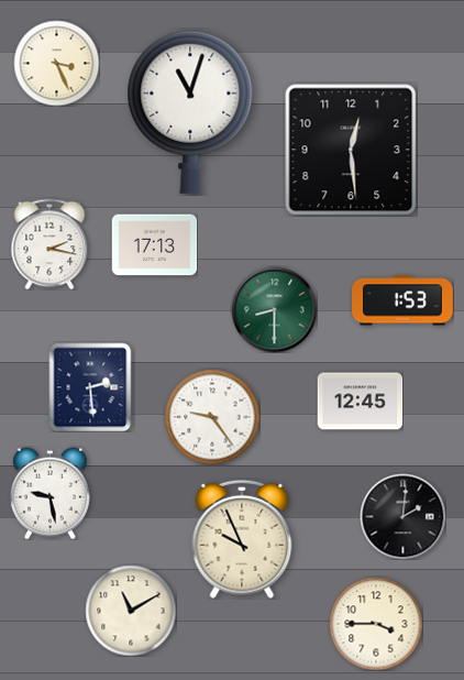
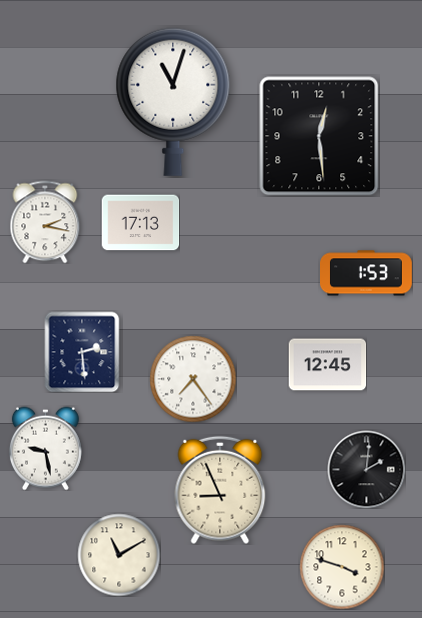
clock at (56, 63): 3:26 -> none
clock at (274, 309): 8:30 -> none
clock at (212, 417): 9:24 -> 7:24
clock at (242, 539): 9:56 -> 8:56
clock at (376, 624): 3:45 -> 3:48
